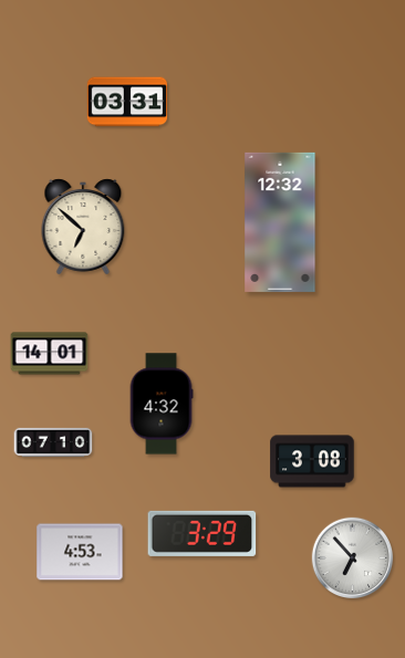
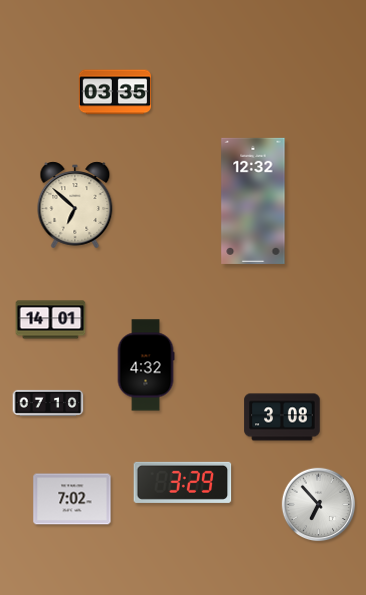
clock at (127, 102): 03:31 -> 03:35
clock at (50, 354) position: (50, 354) -> (51, 320)
clock at (53, 442) position: (53, 442) -> (48, 403)
clock at (80, 552): 4:53 -> 7:02
